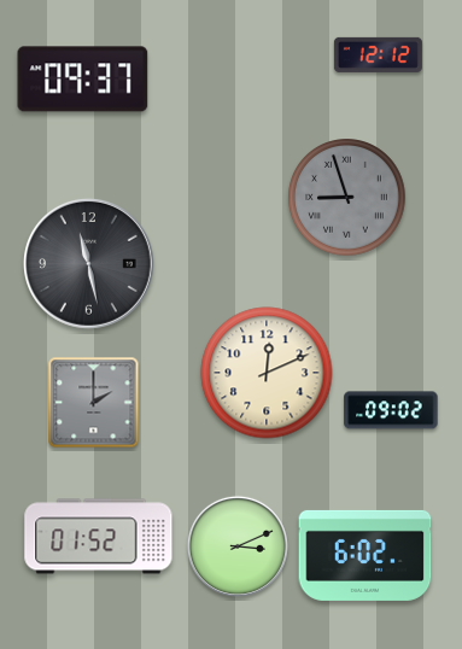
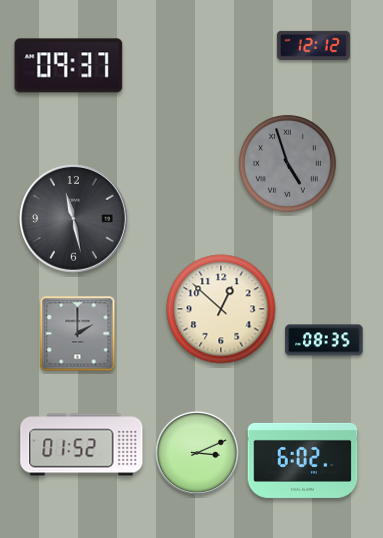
clock at (347, 198): 8:57 -> 4:57
clock at (267, 373): 12:11 -> 12:52
clock at (391, 410): 09:02 -> 08:35
